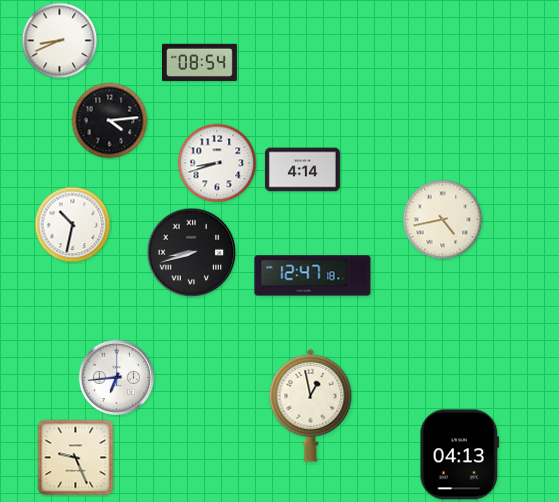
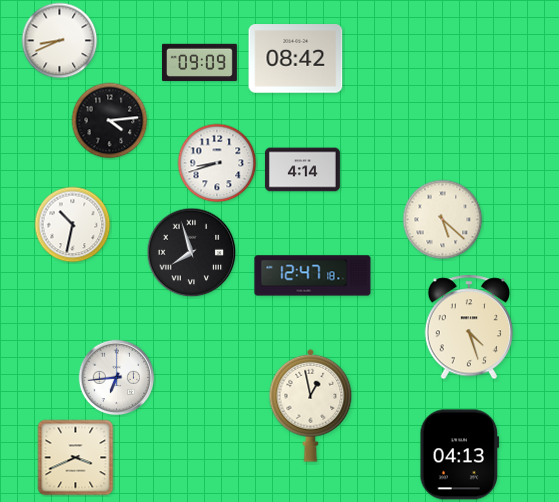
clock at (296, 59): none -> 08:42
clock at (199, 63): 08:54 -> 09:09
clock at (443, 220): 4:43 -> 5:22
clock at (192, 253): 8:42 -> 7:57
clock at (468, 327): none -> 4:27
clock at (76, 458): 9:26 -> 3:41
